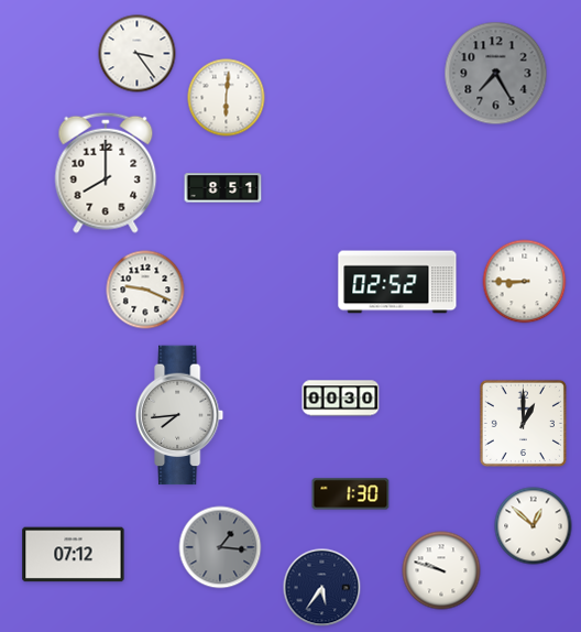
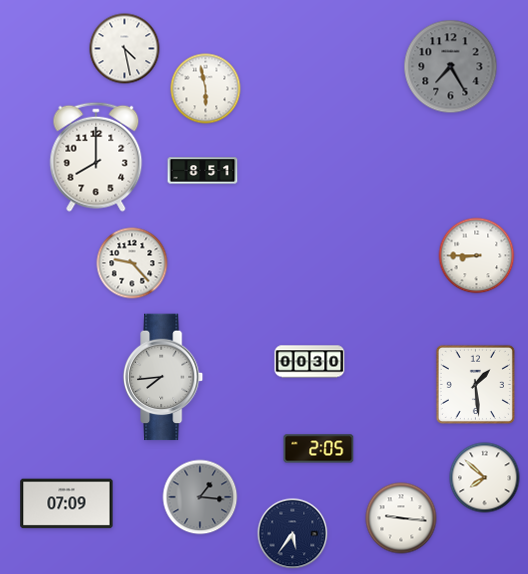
clock at (138, 54): 3:24 -> 4:28
clock at (227, 98): 6:01 -> 5:58
clock at (397, 282): 02:52 -> none
clock at (145, 290): 9:19 -> 9:23
clock at (523, 423): 1:00 -> 1:29
clock at (351, 494): 1:30 -> 2:05
clock at (534, 526): 12:52 -> 7:52
clock at (74, 555): 07:12 -> 07:09
clock at (441, 570): 9:48 -> 9:16
